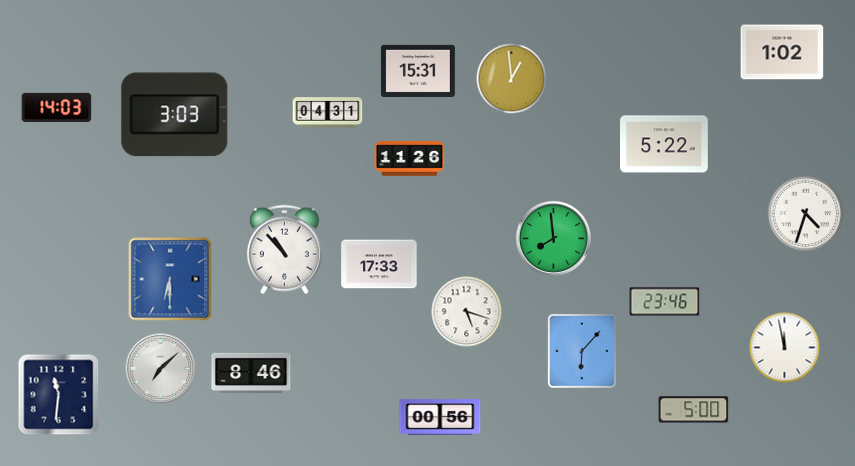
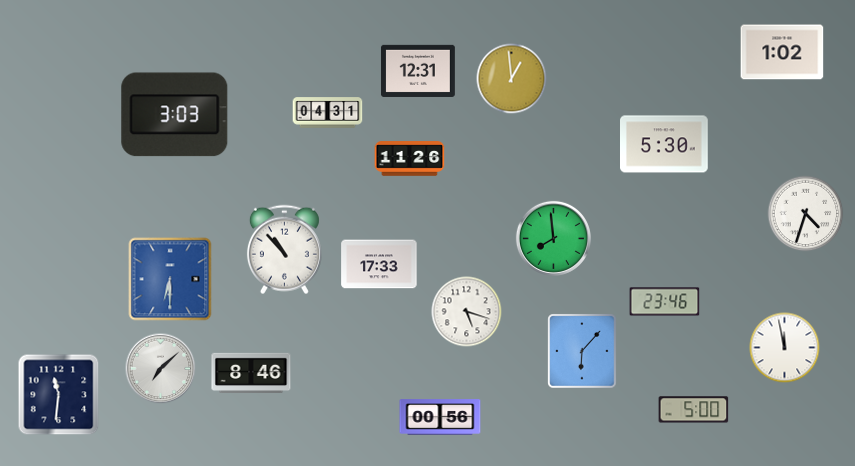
clock at (418, 71): 15:31 -> 12:31
clock at (57, 107): 14:03 -> none
clock at (665, 144): 5:22 -> 5:30
